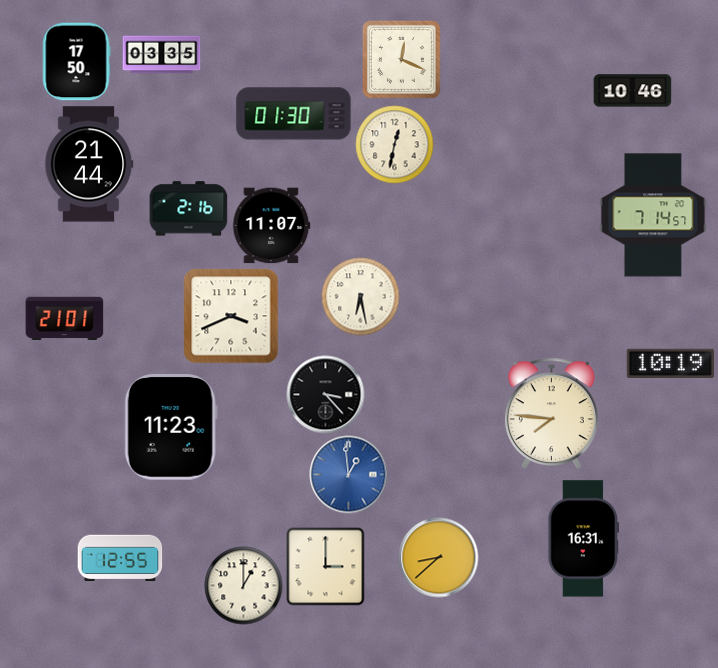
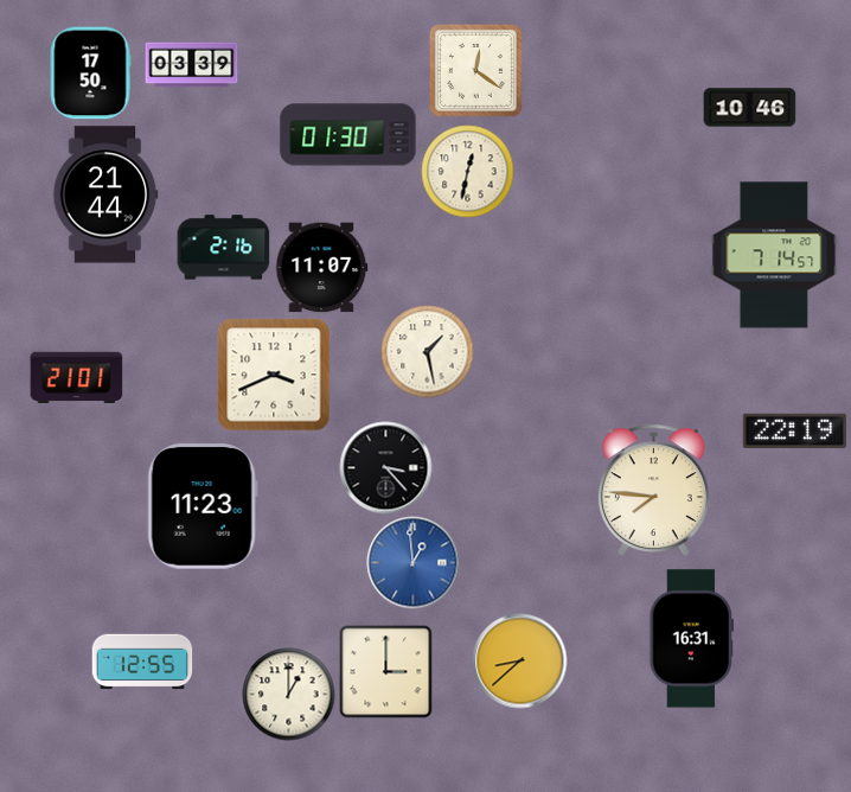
clock at (161, 55): 03:35 -> 03:39
clock at (401, 59): 12:19 -> 12:21
clock at (360, 296): 6:28 -> 1:28
clock at (670, 363): 10:19 -> 22:19
